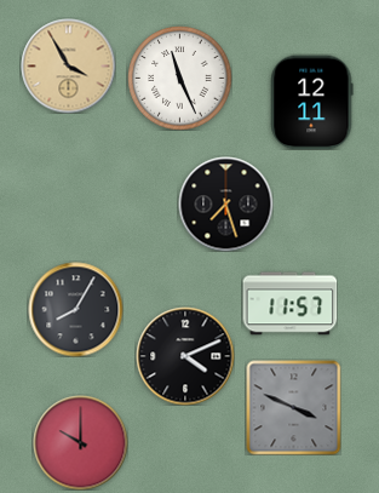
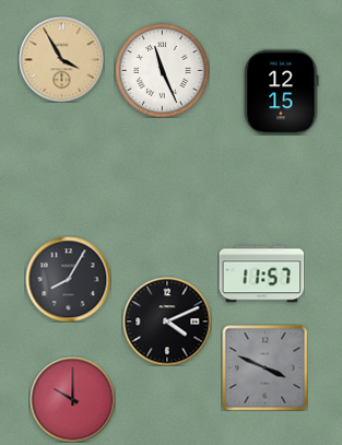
clock at (312, 102): 12:11 -> 12:15
clock at (225, 203): 7:27 -> none
